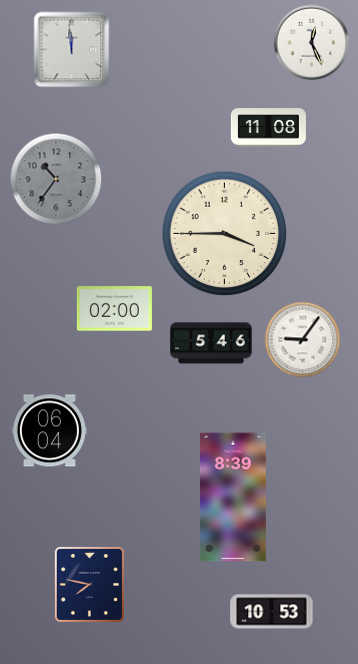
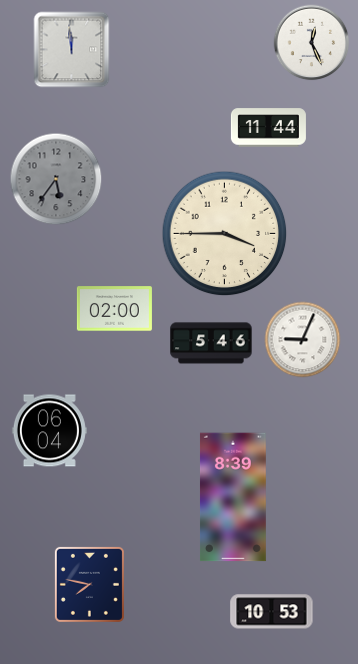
clock at (268, 128): 11:08 -> 11:44
clock at (56, 179): 10:36 -> 5:36
clock at (303, 340): 9:06 -> 9:04
